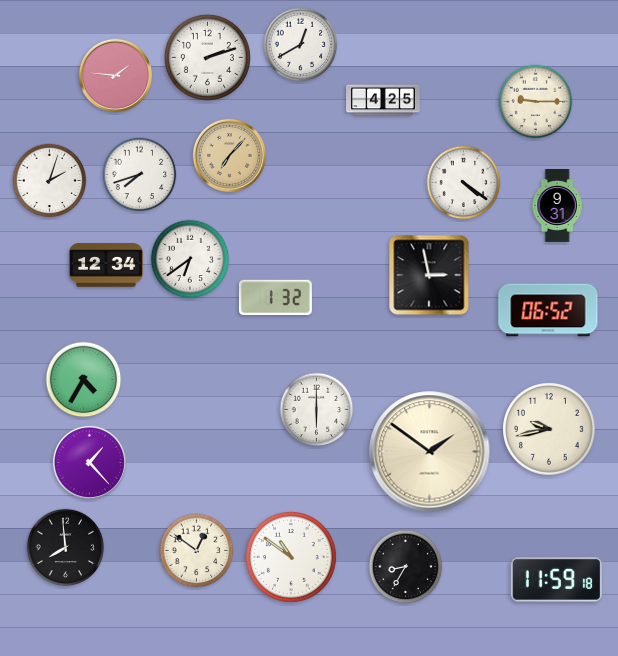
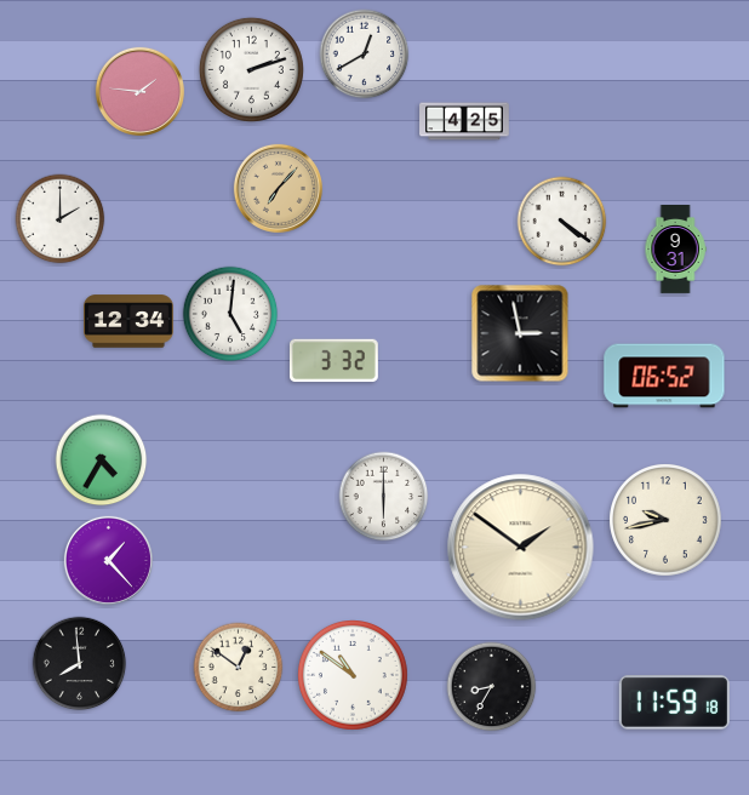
clock at (536, 102): 9:15 -> none
clock at (140, 175): 7:42 -> none
clock at (50, 181): 2:03 -> 2:00
clock at (190, 259): 6:39 -> 5:01
clock at (275, 298): 1:32 -> 3:32
